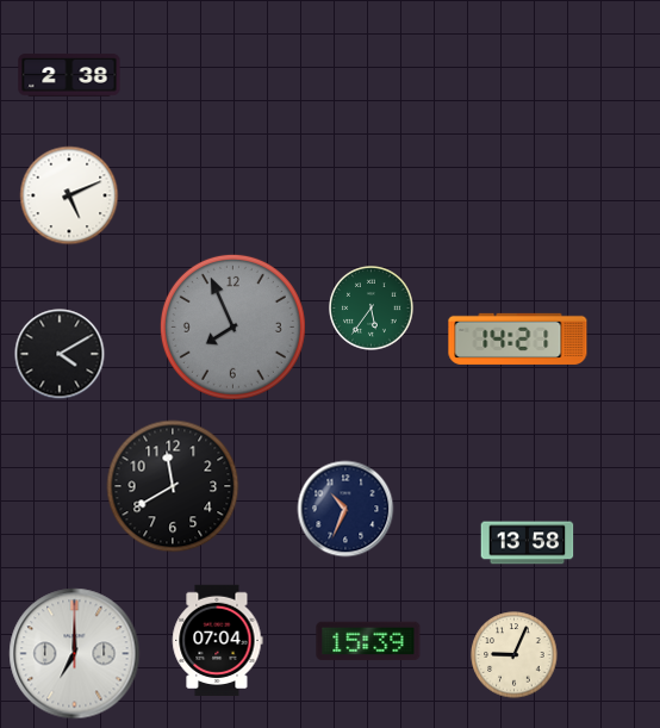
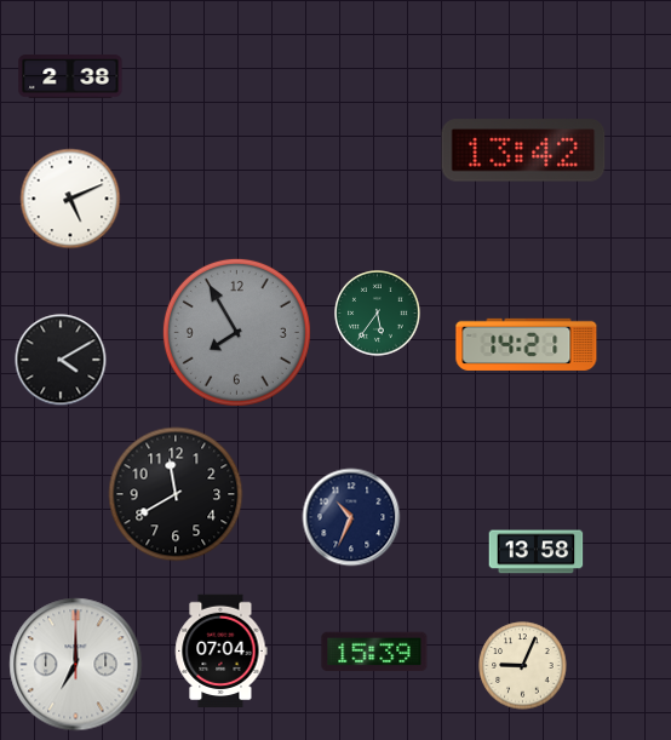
clock at (523, 150): none -> 13:42
clock at (232, 326): 7:56 -> 7:55
